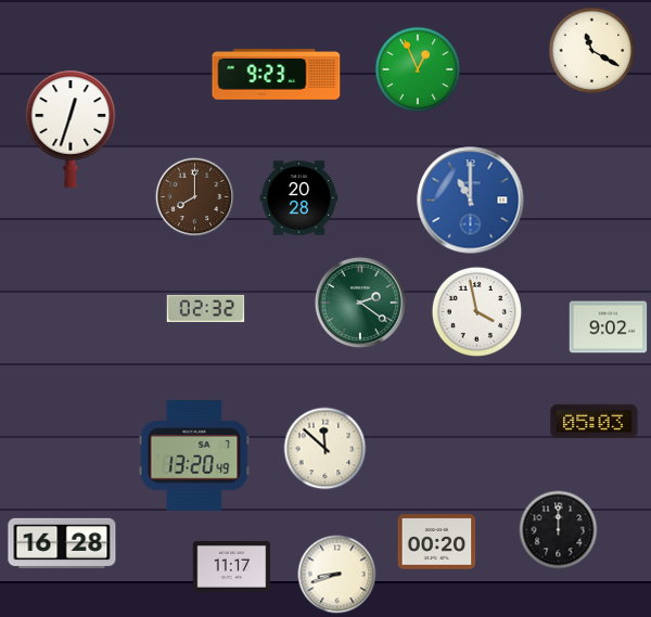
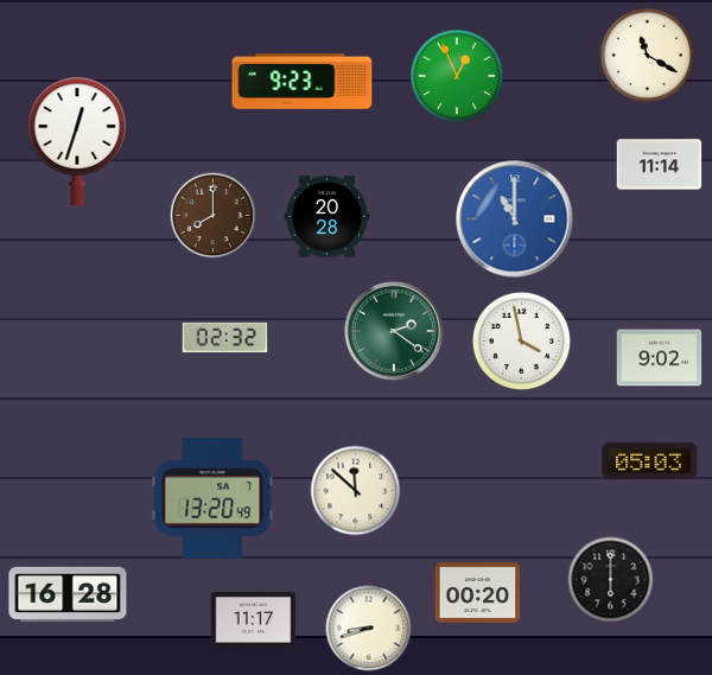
clock at (660, 165): none -> 11:14
clock at (609, 327) position: (609, 327) -> (660, 358)
clock at (559, 530): 12:00 -> 6:00
